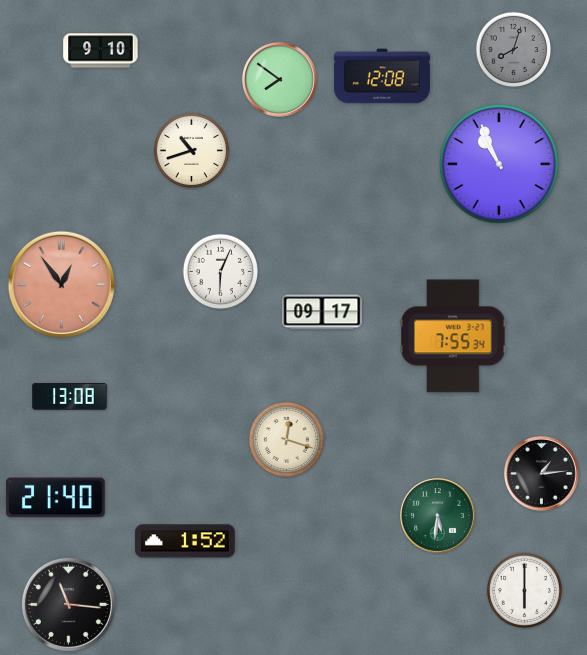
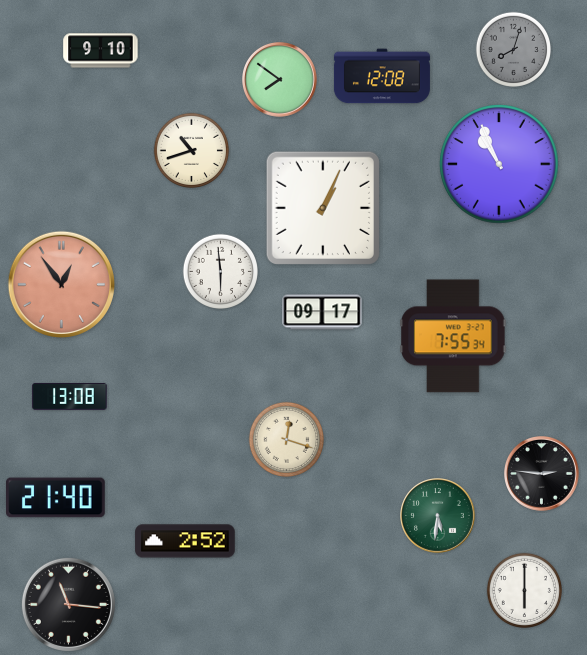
clock at (323, 208): none -> 1:04
clock at (220, 271): 6:04 -> 5:59
clock at (542, 474): 1:14 -> 2:46
clock at (185, 541): 1:52 -> 2:52
